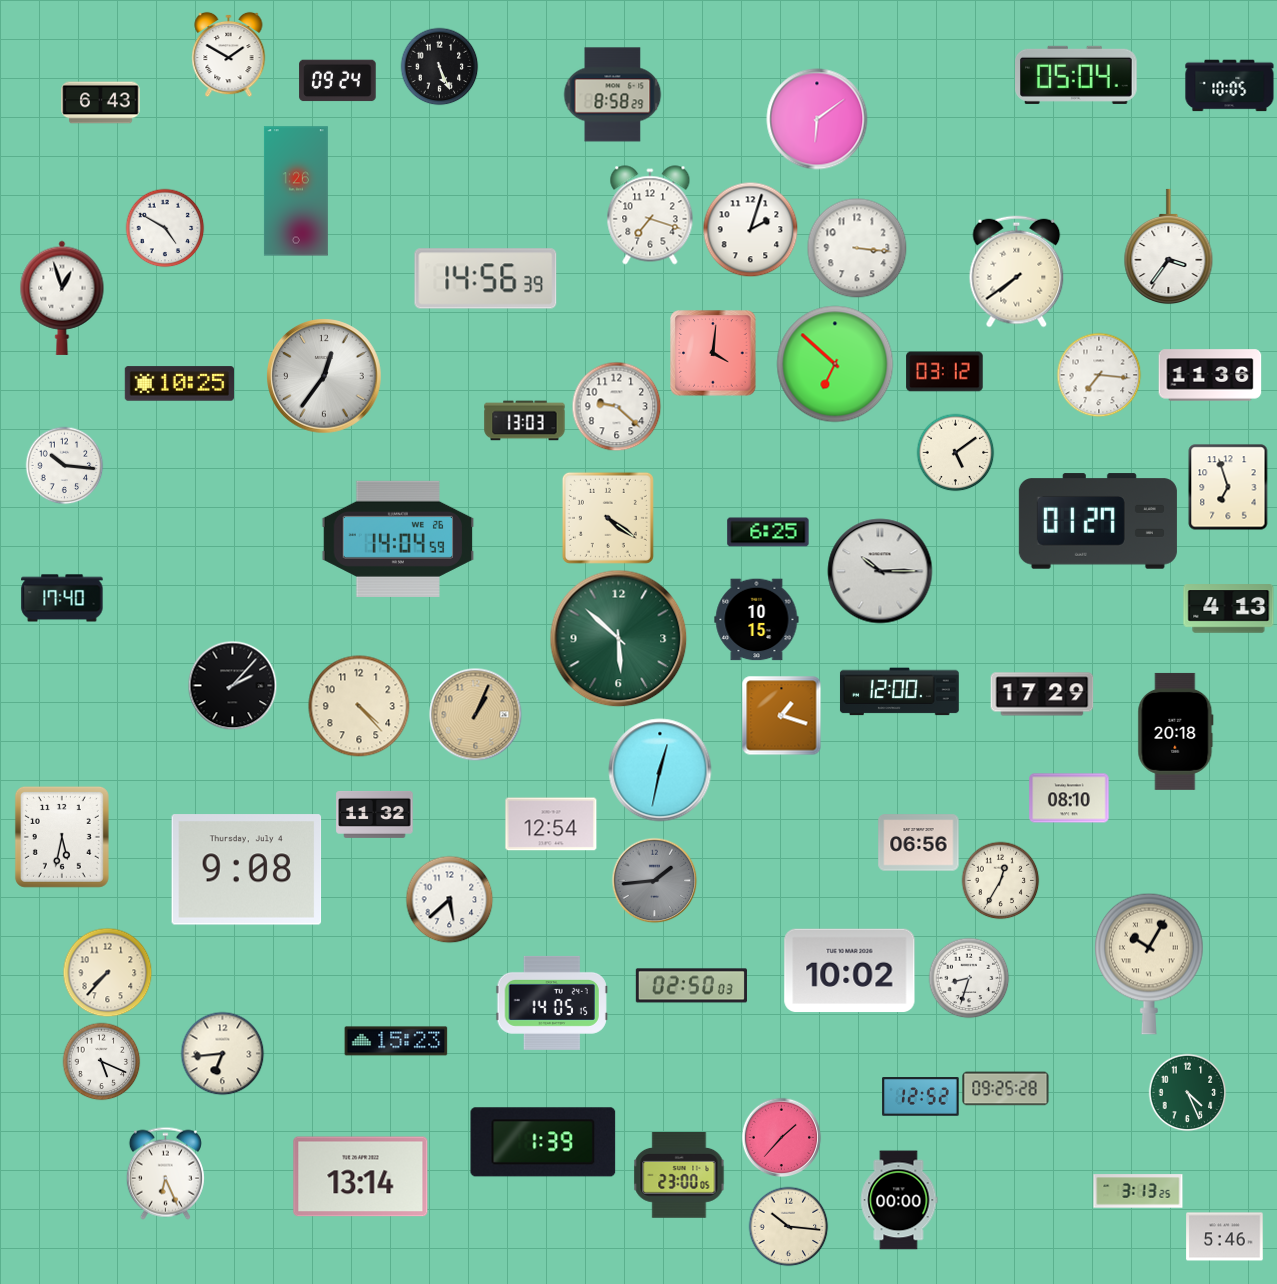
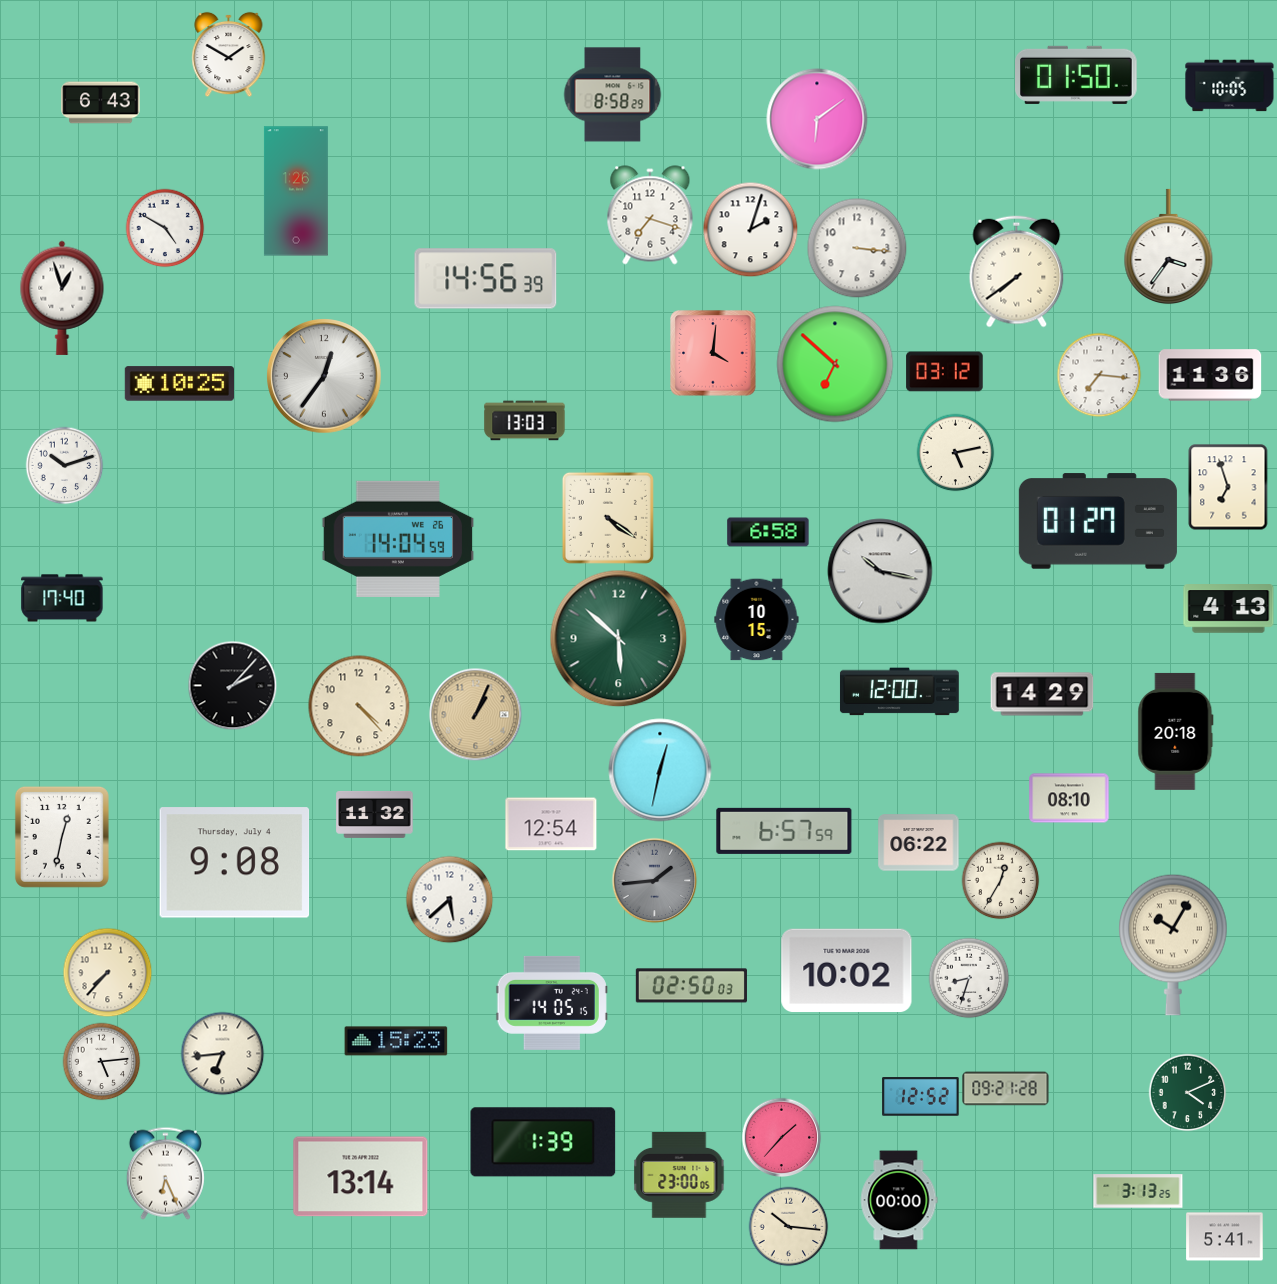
clock at (439, 66): 5:26 -> none
clock at (1077, 75): 05:04 -> 01:50
clock at (338, 81): 09:24 -> none
clock at (616, 406): 9:22 -> none
clock at (955, 452): 5:09 -> 5:13
clock at (64, 465): 10:16 -> 10:12
clock at (768, 532): 6:25 -> 6:58
clock at (880, 571): 10:15 -> 10:17
clock at (1042, 694): 17:29 -> 14:29
clock at (781, 715): 1:18 -> none
clock at (784, 831): none -> 6:57
clock at (62, 837): 5:32 -> 12:32
clock at (919, 843): 06:56 -> 06:22
clock at (247, 870) position: (247, 870) -> (235, 863)
clock at (1150, 964) position: (1150, 964) -> (1174, 945)
clock at (850, 971) position: (850, 971) -> (847, 971)
clock at (101, 1061): 5:19 -> 5:14
clock at (1006, 1089): 09:25 -> 09:21
clock at (1187, 1092): 4:26 -> 4:11
clock at (1225, 1237): 5:46 -> 5:41
